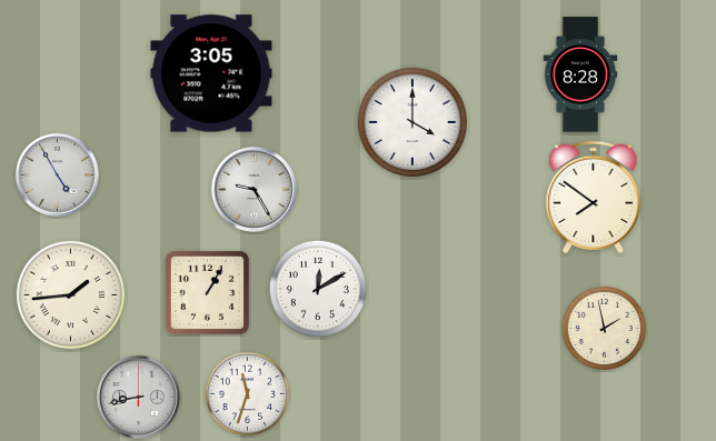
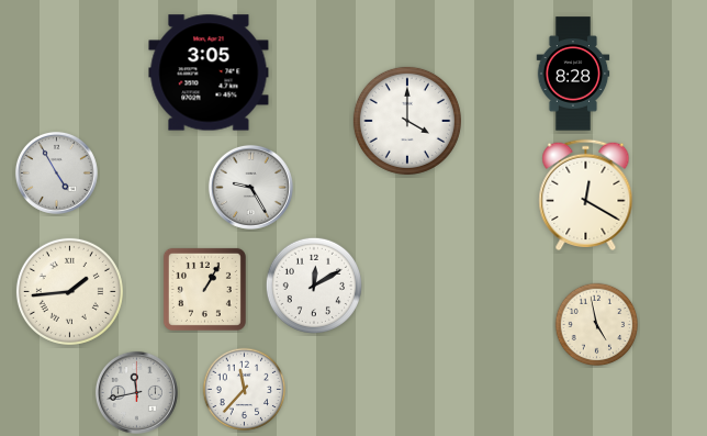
clock at (594, 197): 7:51 -> 12:20
clock at (605, 329): 1:58 -> 4:58
clock at (248, 394): 11:33 -> 11:37
clock at (138, 397): 8:43 -> 11:43
